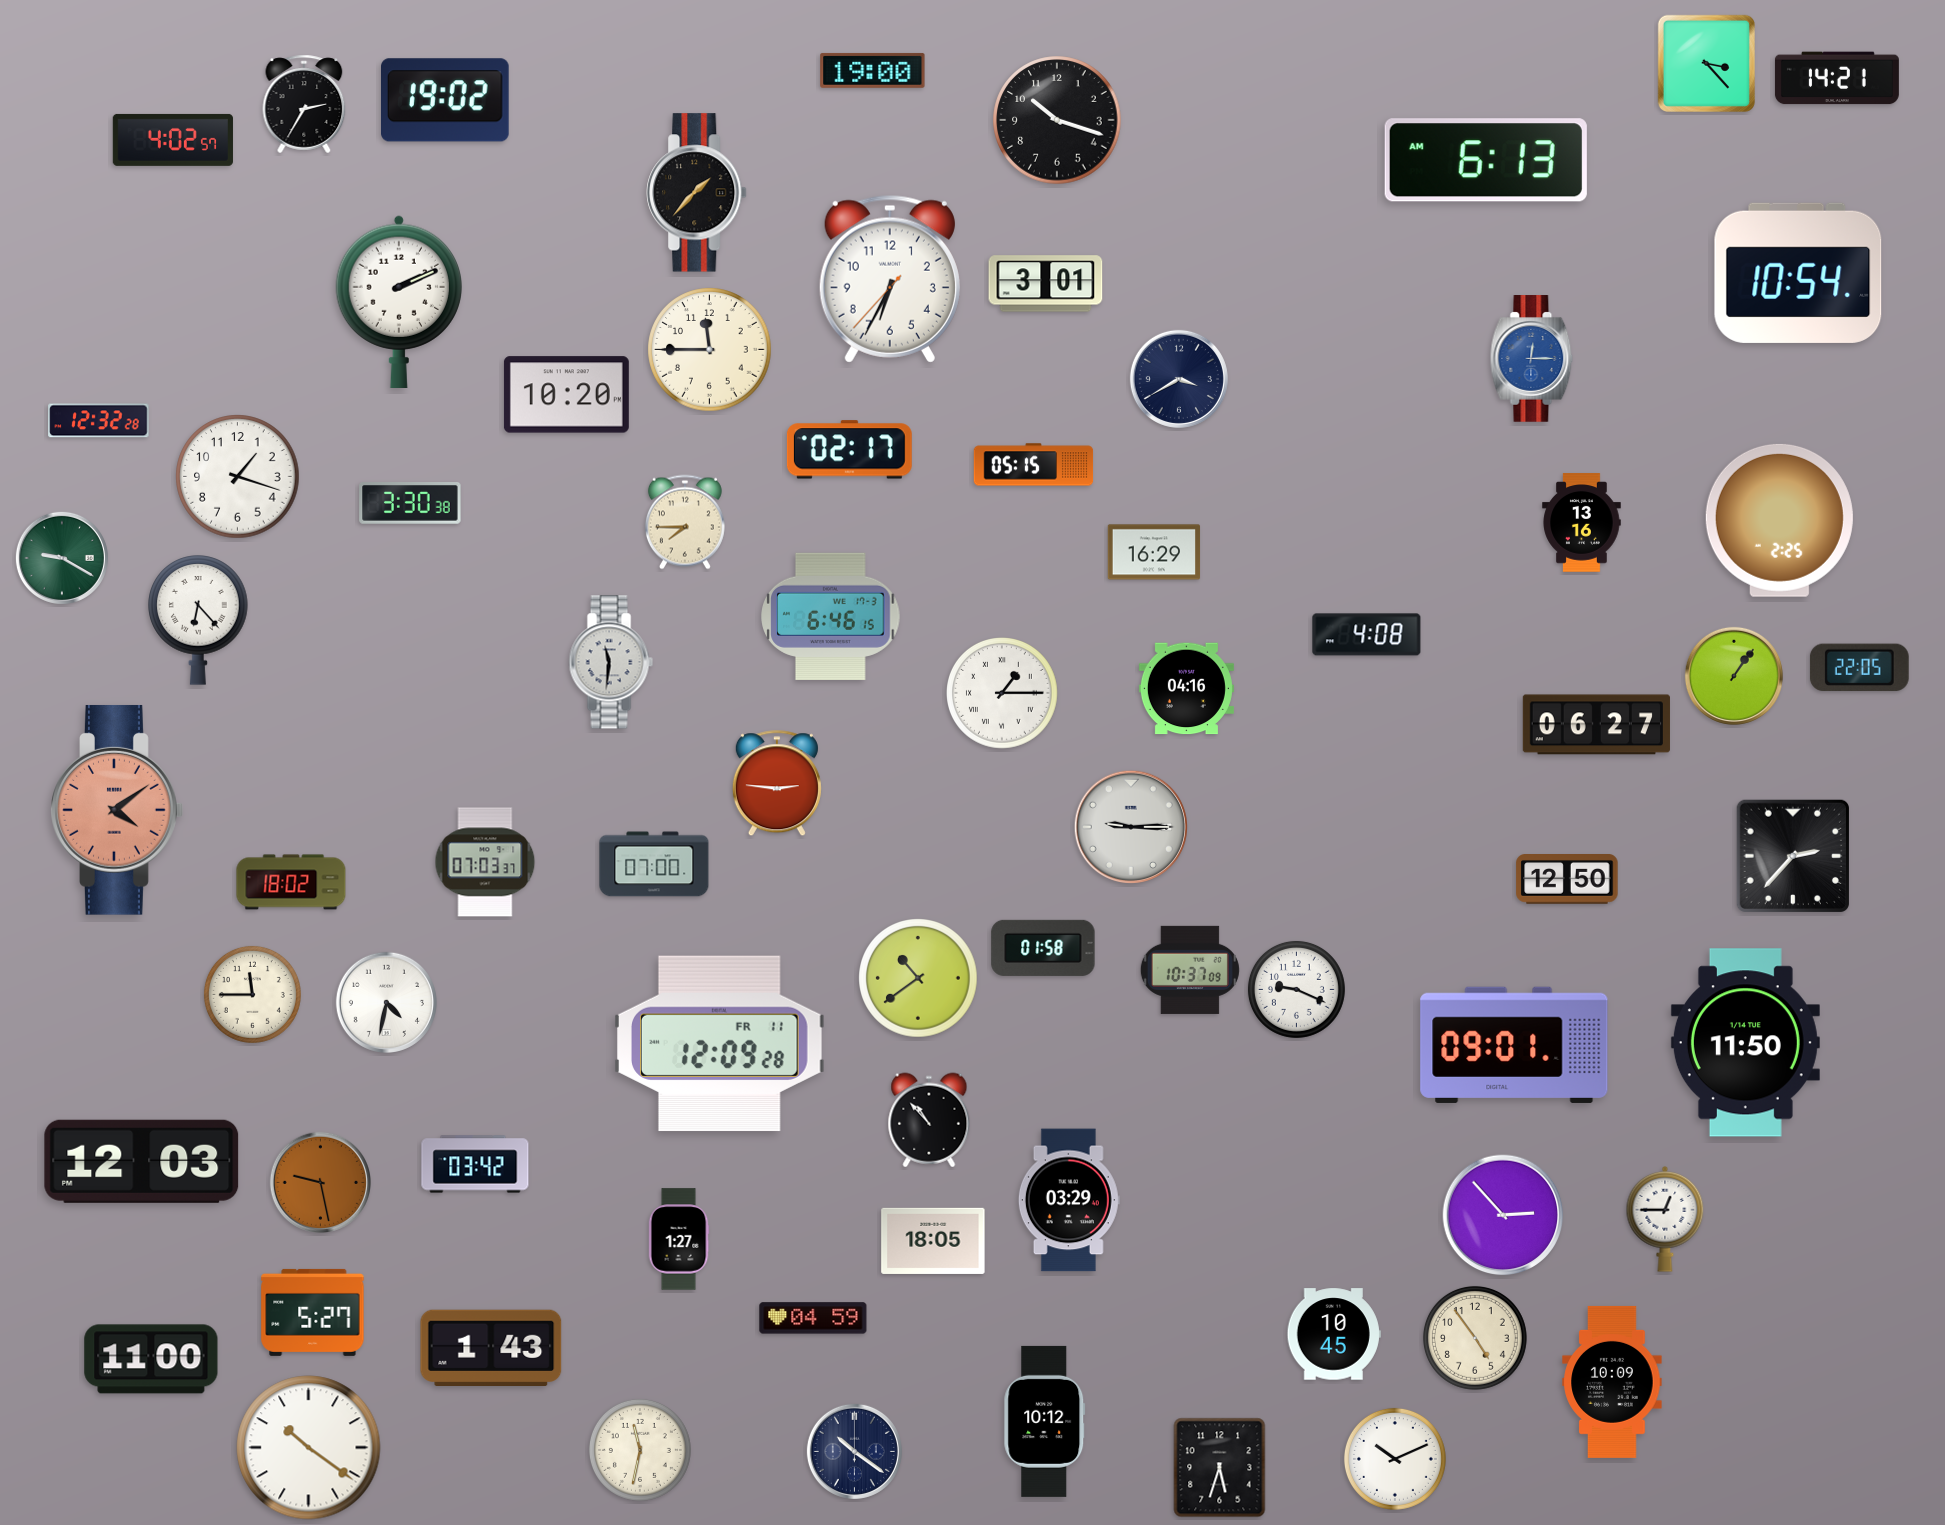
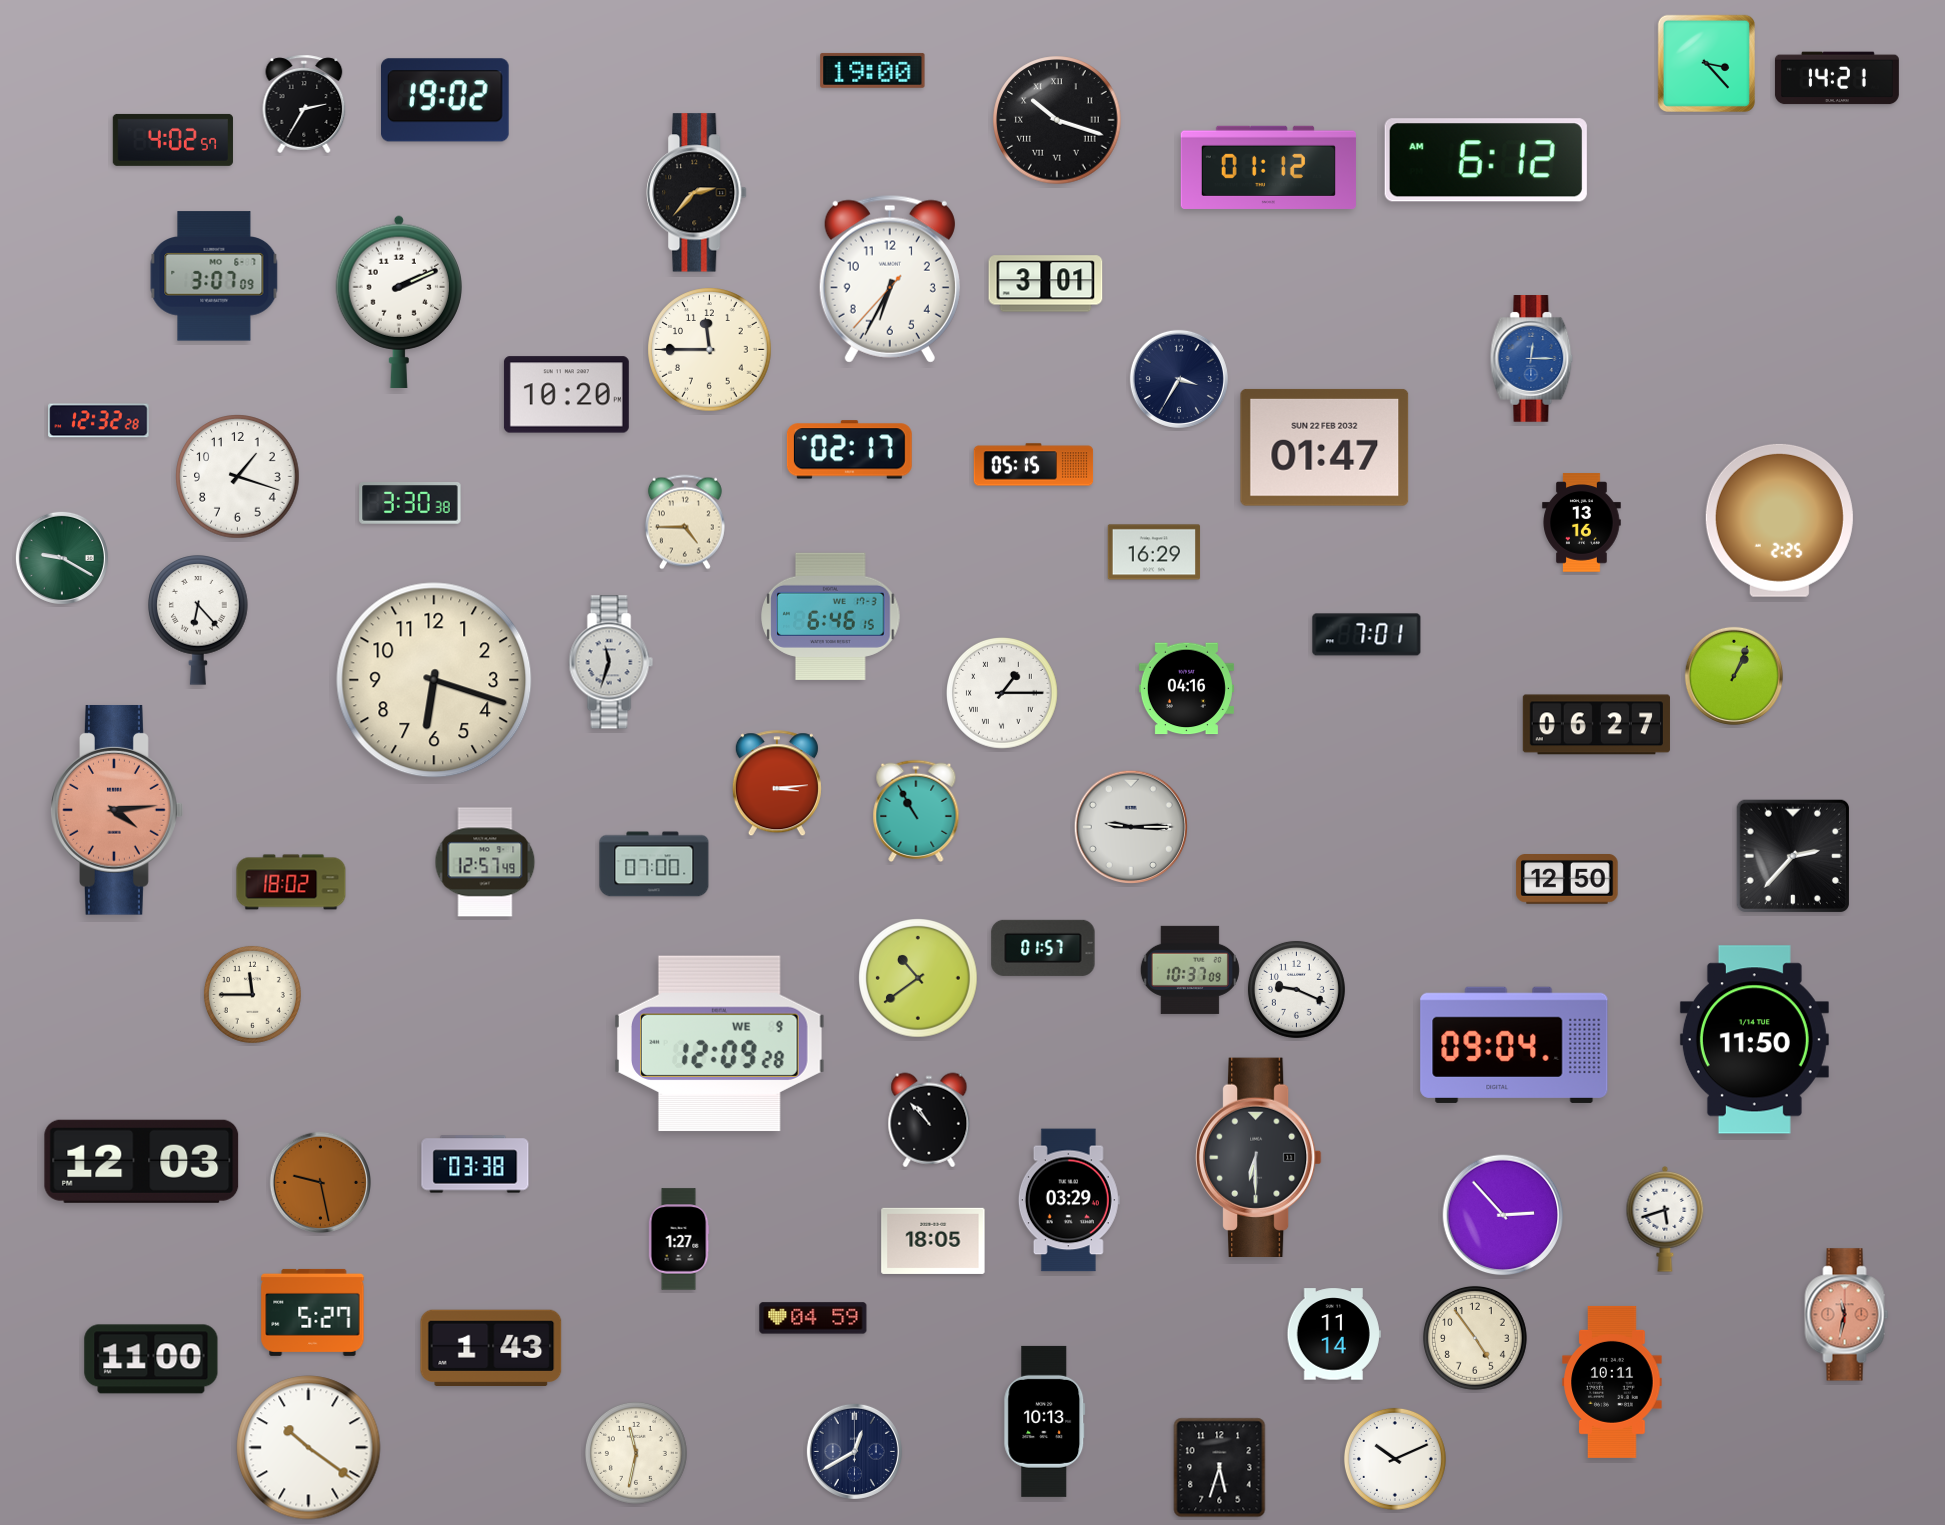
clock at (1057, 120) numerals: Arabic -> Roman
clock at (1486, 160): 6:13 -> 6:12
clock at (1268, 167): none -> 01:12
clock at (697, 193): 1:37 -> 2:37
clock at (1798, 273): 10:54 -> none
clock at (214, 276): none -> 3:07
clock at (1179, 379): 3:40 -> 3:35
clock at (1325, 447): none -> 01:47
clock at (685, 522): 7:45 -> 4:45
clock at (1367, 635): 4:08 -> 7:01
clock at (611, 662): 11:31 -> 11:33
clock at (1859, 668): 22:05 -> none
clock at (1734, 676): 1:06 -> 1:04
clock at (434, 680): none -> 6:18
clock at (777, 784): 2:46 -> 3:14
clock at (117, 810): 4:09 -> 4:14
clock at (916, 810): none -> 10:55
clock at (485, 862): 07:03 -> 12:57
clock at (1043, 948): 01:58 -> 01:57
clock at (386, 1002): 4:32 -> none
clock at (1745, 1043) position: (1745, 1043) -> (1754, 1040)
clock at (720, 1044) date: FR 11 -> WE 9
clock at (1514, 1045): 09:01 -> 09:04
clock at (1258, 1157): none -> 6:30
clock at (475, 1164): 03:42 -> 03:38
clock at (1665, 1220): 12:45 -> 5:42
clock at (1847, 1315): none -> 11:32
clock at (1334, 1334): 10:45 -> 11:14
clock at (1612, 1382): 10:09 -> 10:11
clock at (1045, 1421): 10:12 -> 10:13
clock at (640, 1450) position: (640, 1450) -> (636, 1453)
clock at (854, 1451): 10:21 -> 12:40
